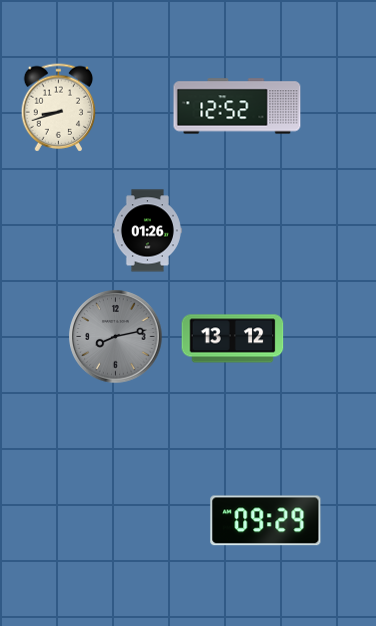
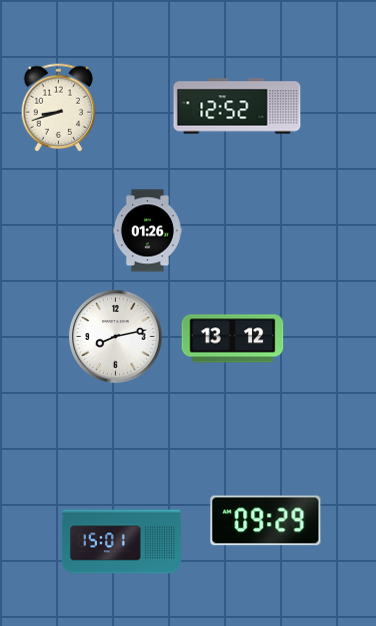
clock at (116, 337) dial: grey -> white
clock at (121, 542): none -> 15:01
